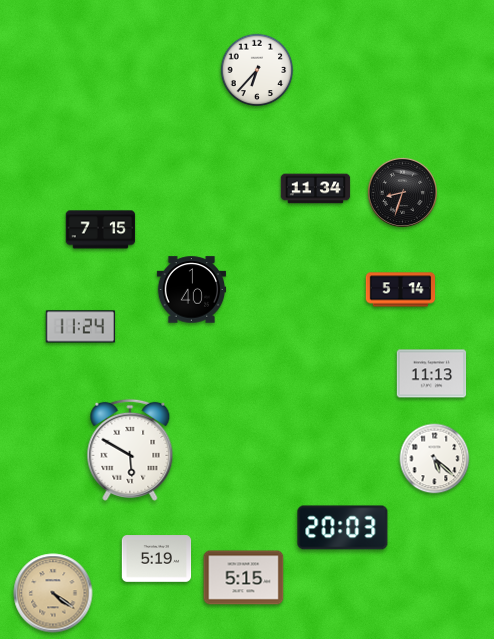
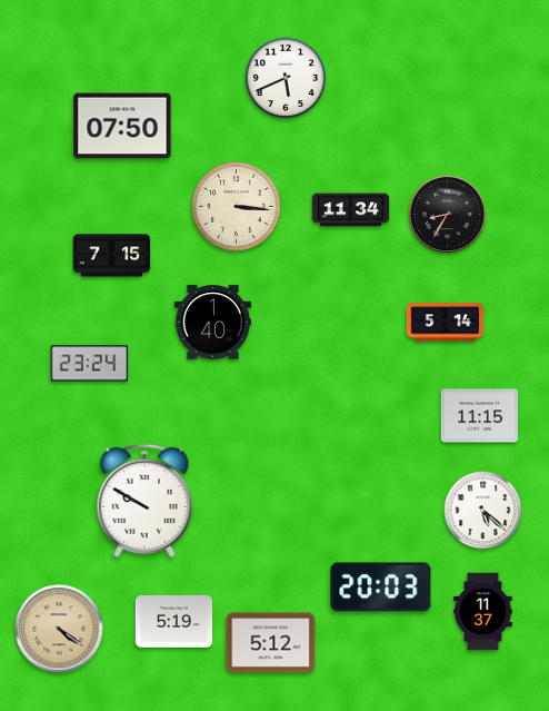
clock at (257, 70): 6:37 -> 5:41
clock at (122, 126): none -> 07:50
clock at (237, 207): none -> 3:16
clock at (402, 192): 8:33 -> 8:35
clock at (81, 327): 11:24 -> 23:24
clock at (432, 374): 11:13 -> 11:15
clock at (130, 450): 5:50 -> 9:50
clock at (483, 612): none -> 11:37
clock at (244, 578): 5:15 -> 5:12
clock at (53, 593) position: (53, 593) -> (59, 629)
